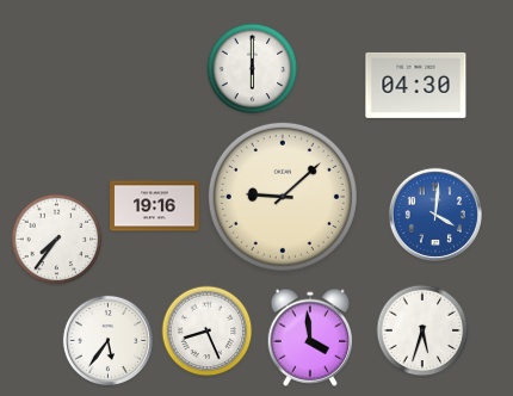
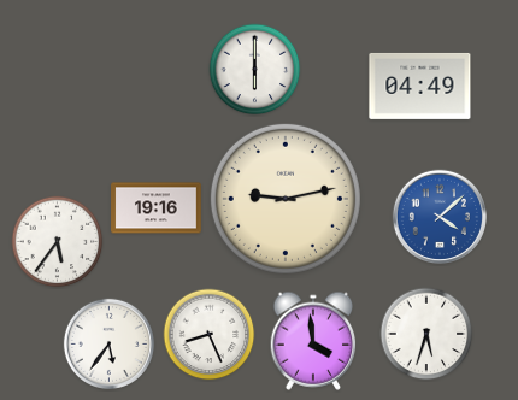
clock at (416, 85): 04:30 -> 04:49
clock at (283, 197): 9:08 -> 9:13
clock at (435, 215): 4:01 -> 4:08
clock at (57, 240): 7:36 -> 5:36
